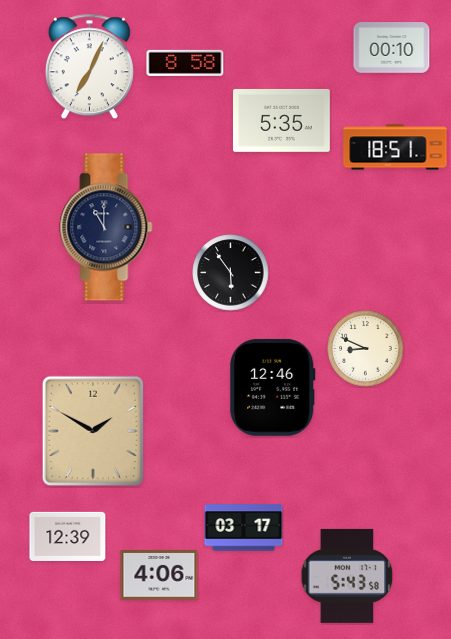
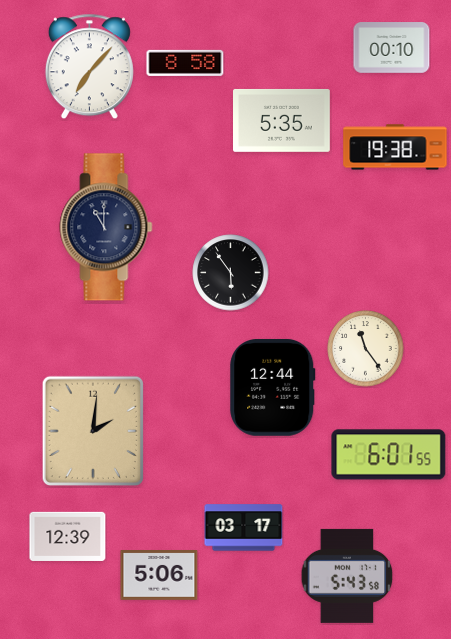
clock at (89, 67): 7:04 -> 7:07
clock at (395, 147): 18:51 -> 19:38
clock at (366, 349): 8:49 -> 11:24
clock at (273, 387): 12:46 -> 12:44
clock at (93, 430): 1:50 -> 2:01
clock at (389, 455): none -> 6:01
clock at (159, 576): 4:06 -> 5:06
